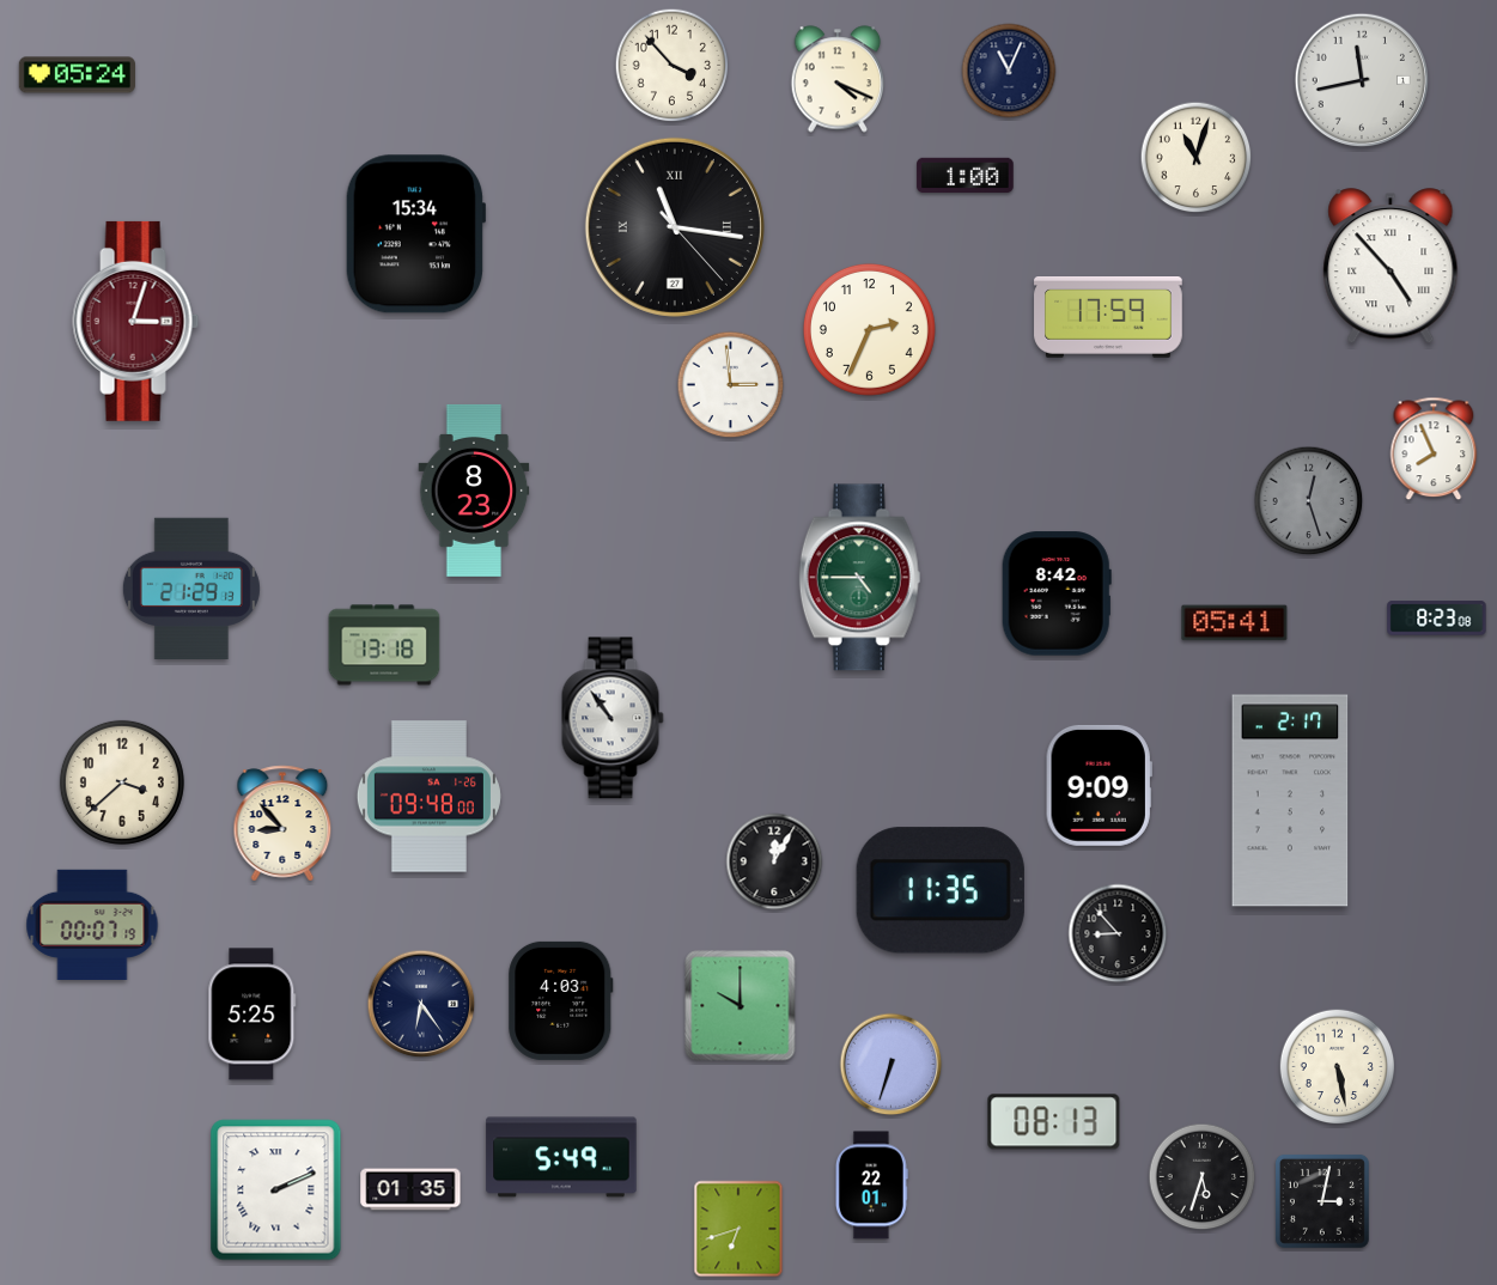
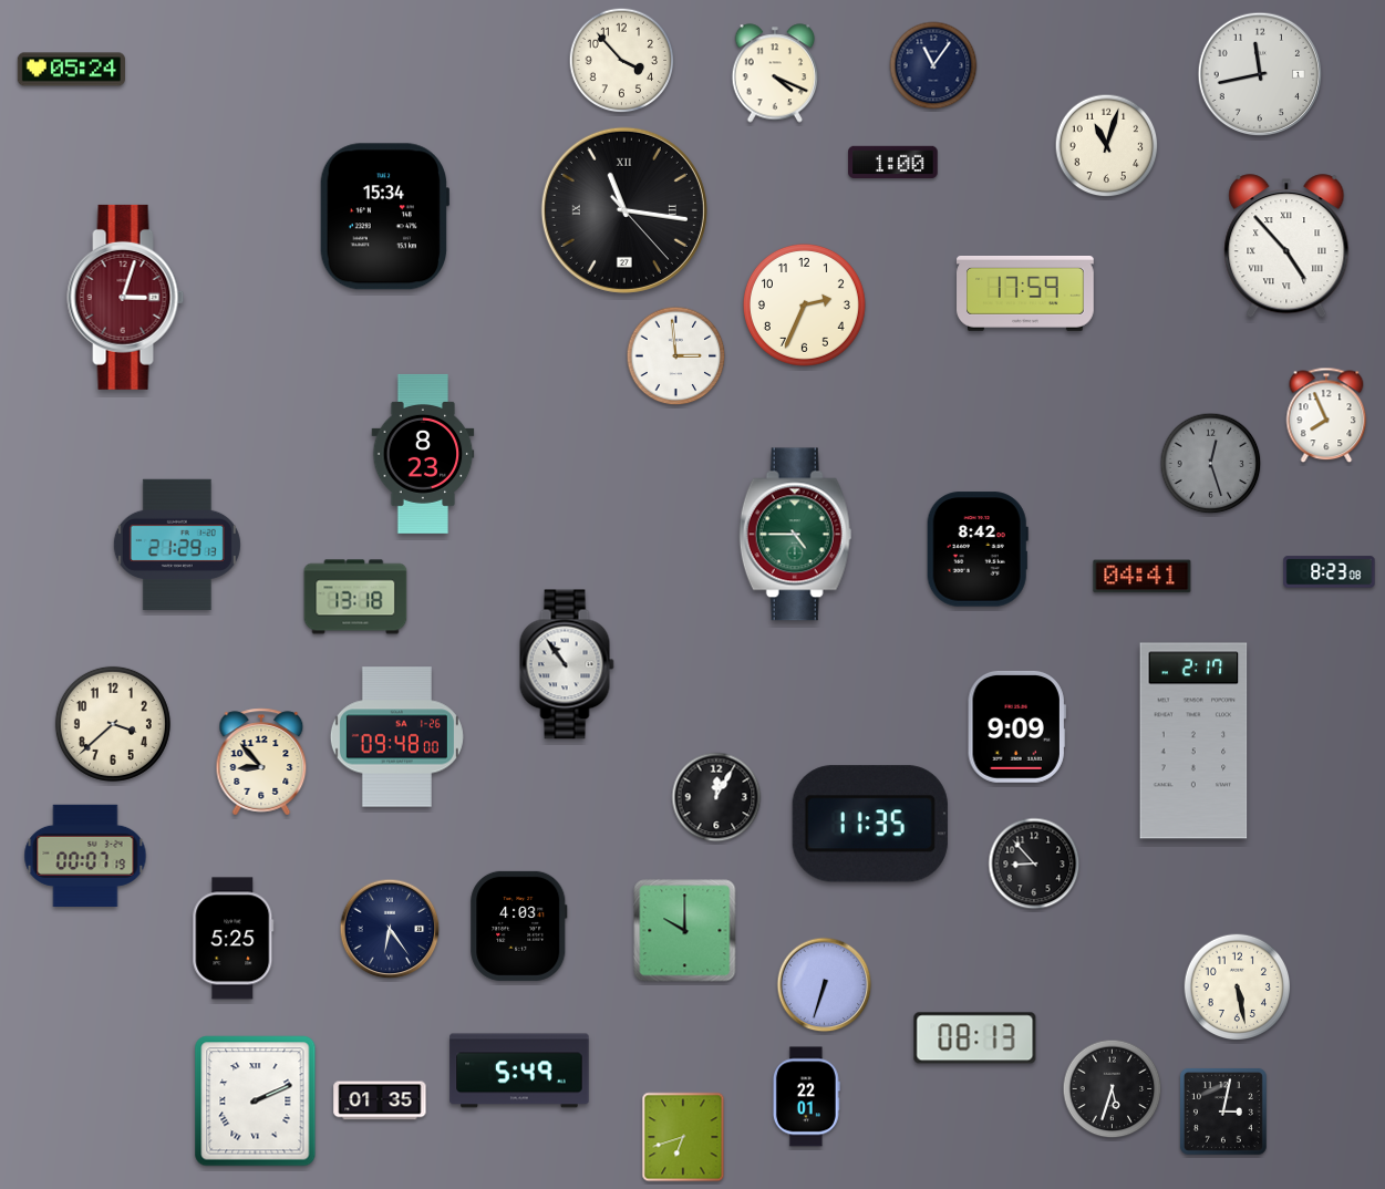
clock at (1009, 71): 11:04 -> 11:06
clock at (474, 491) position: (474, 491) -> (423, 454)
clock at (1235, 623): 05:41 -> 04:41
